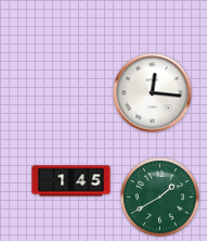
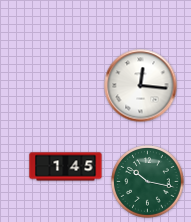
clock at (160, 198): 1:40 -> 10:17
